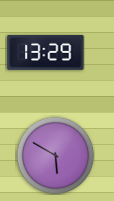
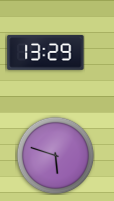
clock at (55, 155): 5:50 -> 5:48
